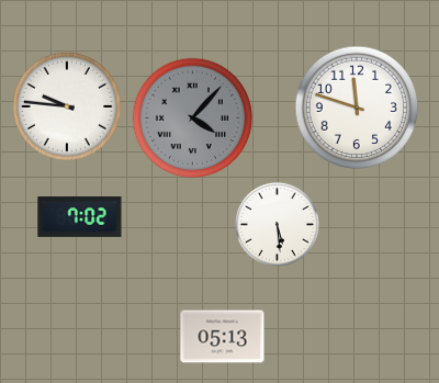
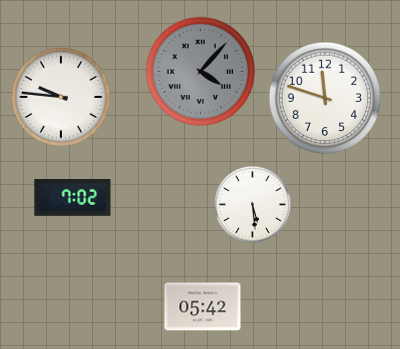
clock at (193, 119) position: (193, 119) -> (201, 72)
clock at (223, 337): 05:13 -> 05:42
